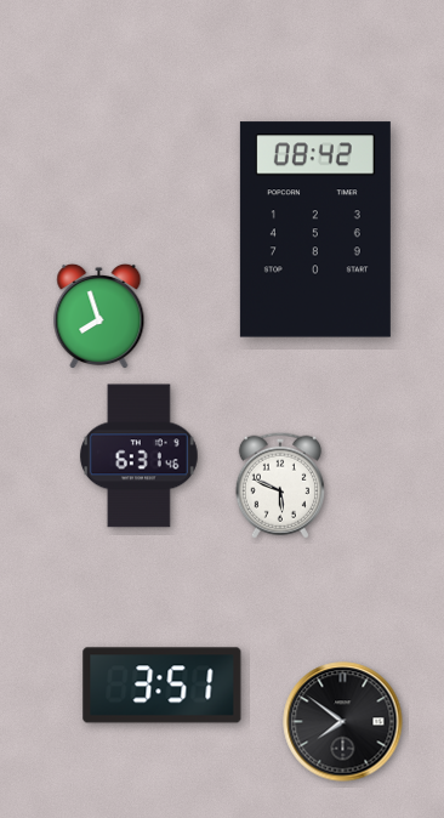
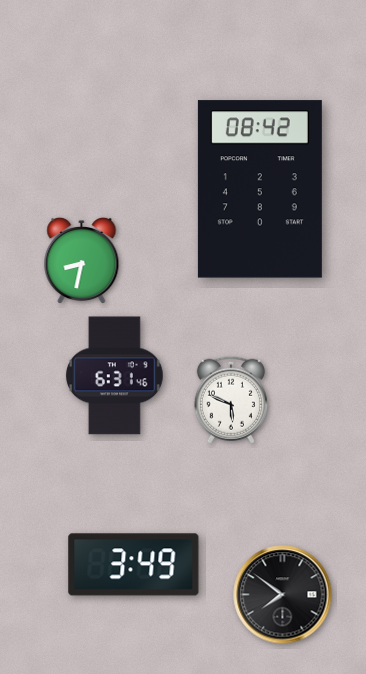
clock at (99, 317): 7:57 -> 8:32
clock at (163, 686): 3:51 -> 3:49
